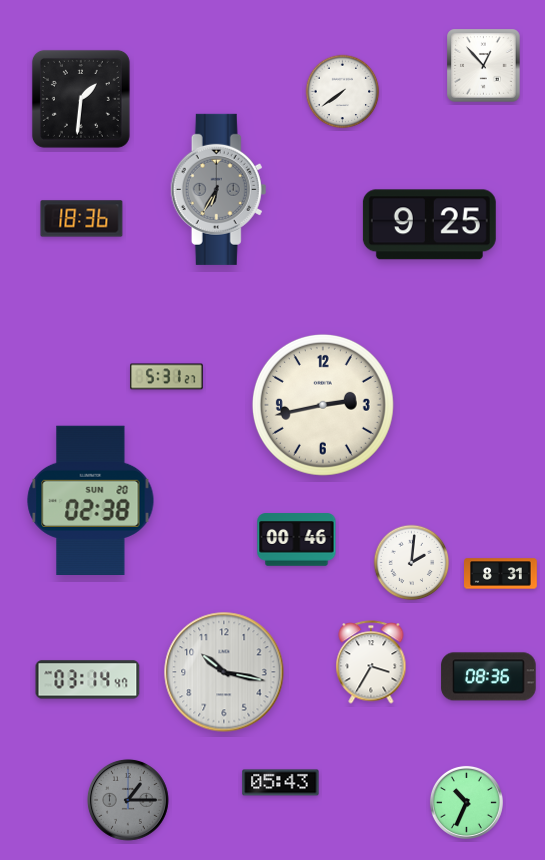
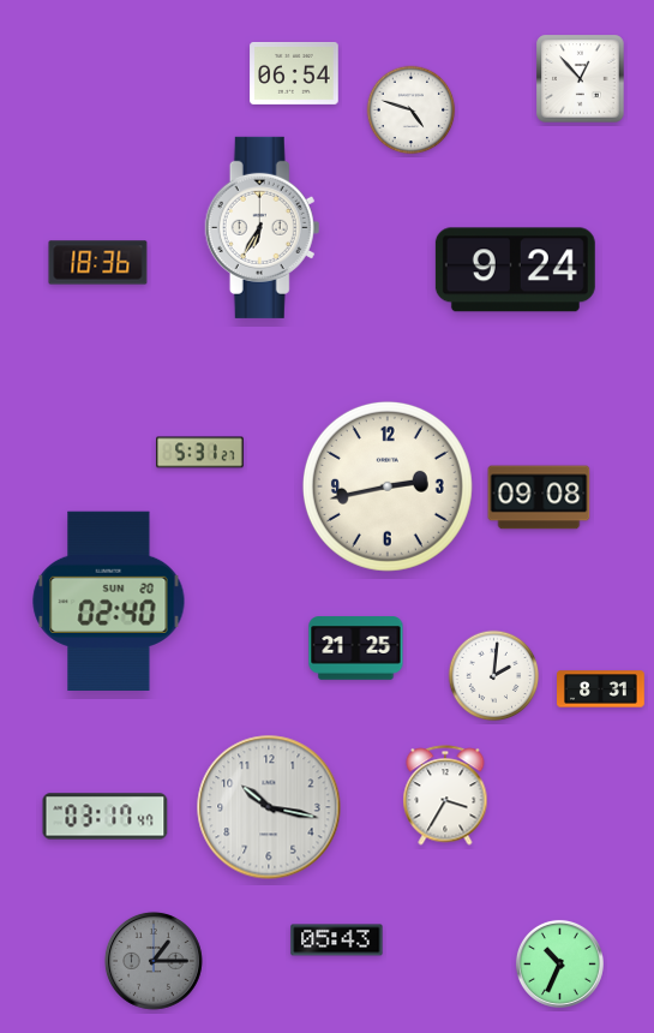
clock at (294, 73): none -> 06:54
clock at (343, 92): 7:39 -> 4:48
clock at (81, 99): 1:31 -> none
clock at (219, 189) dial: grey -> white
clock at (429, 225): 9:25 -> 9:24
clock at (539, 497): none -> 09:08
clock at (91, 500): 02:38 -> 02:40
clock at (297, 540): 00:46 -> 21:25
clock at (489, 677): 08:36 -> none
clock at (88, 680): 03:14 -> 03:17
